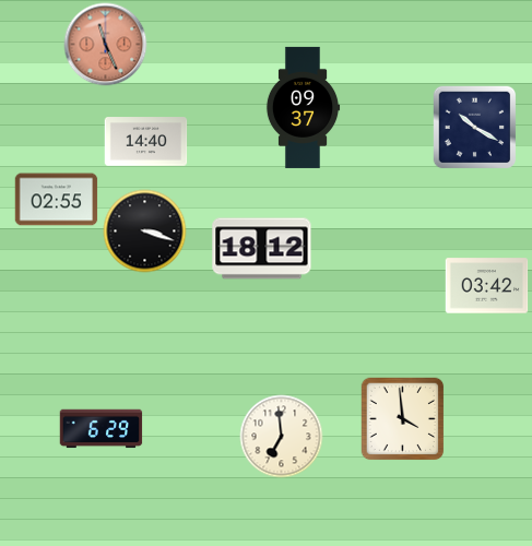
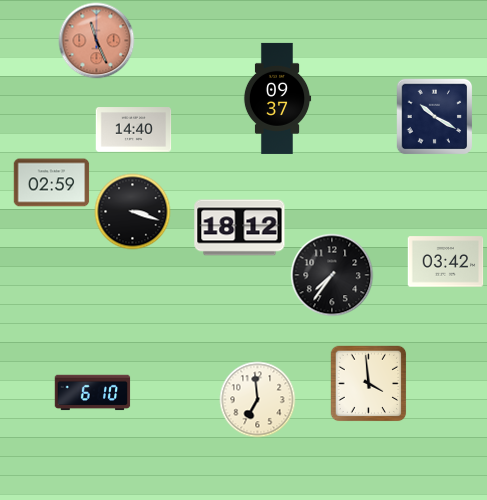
clock at (57, 200): 02:55 -> 02:59
clock at (332, 275): none -> 7:36
clock at (102, 429): 6:29 -> 6:10
